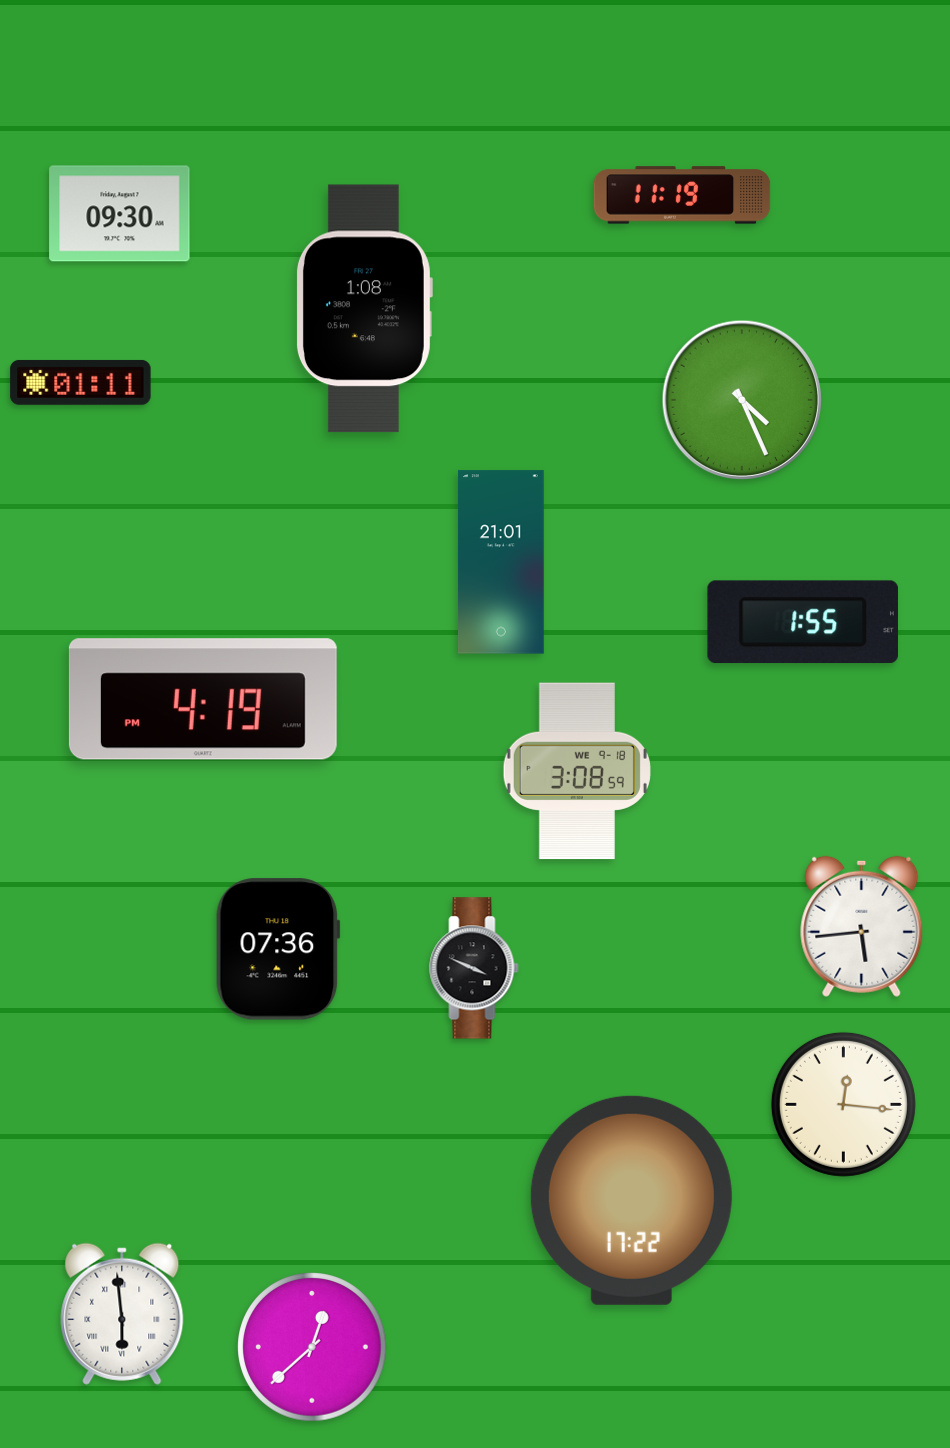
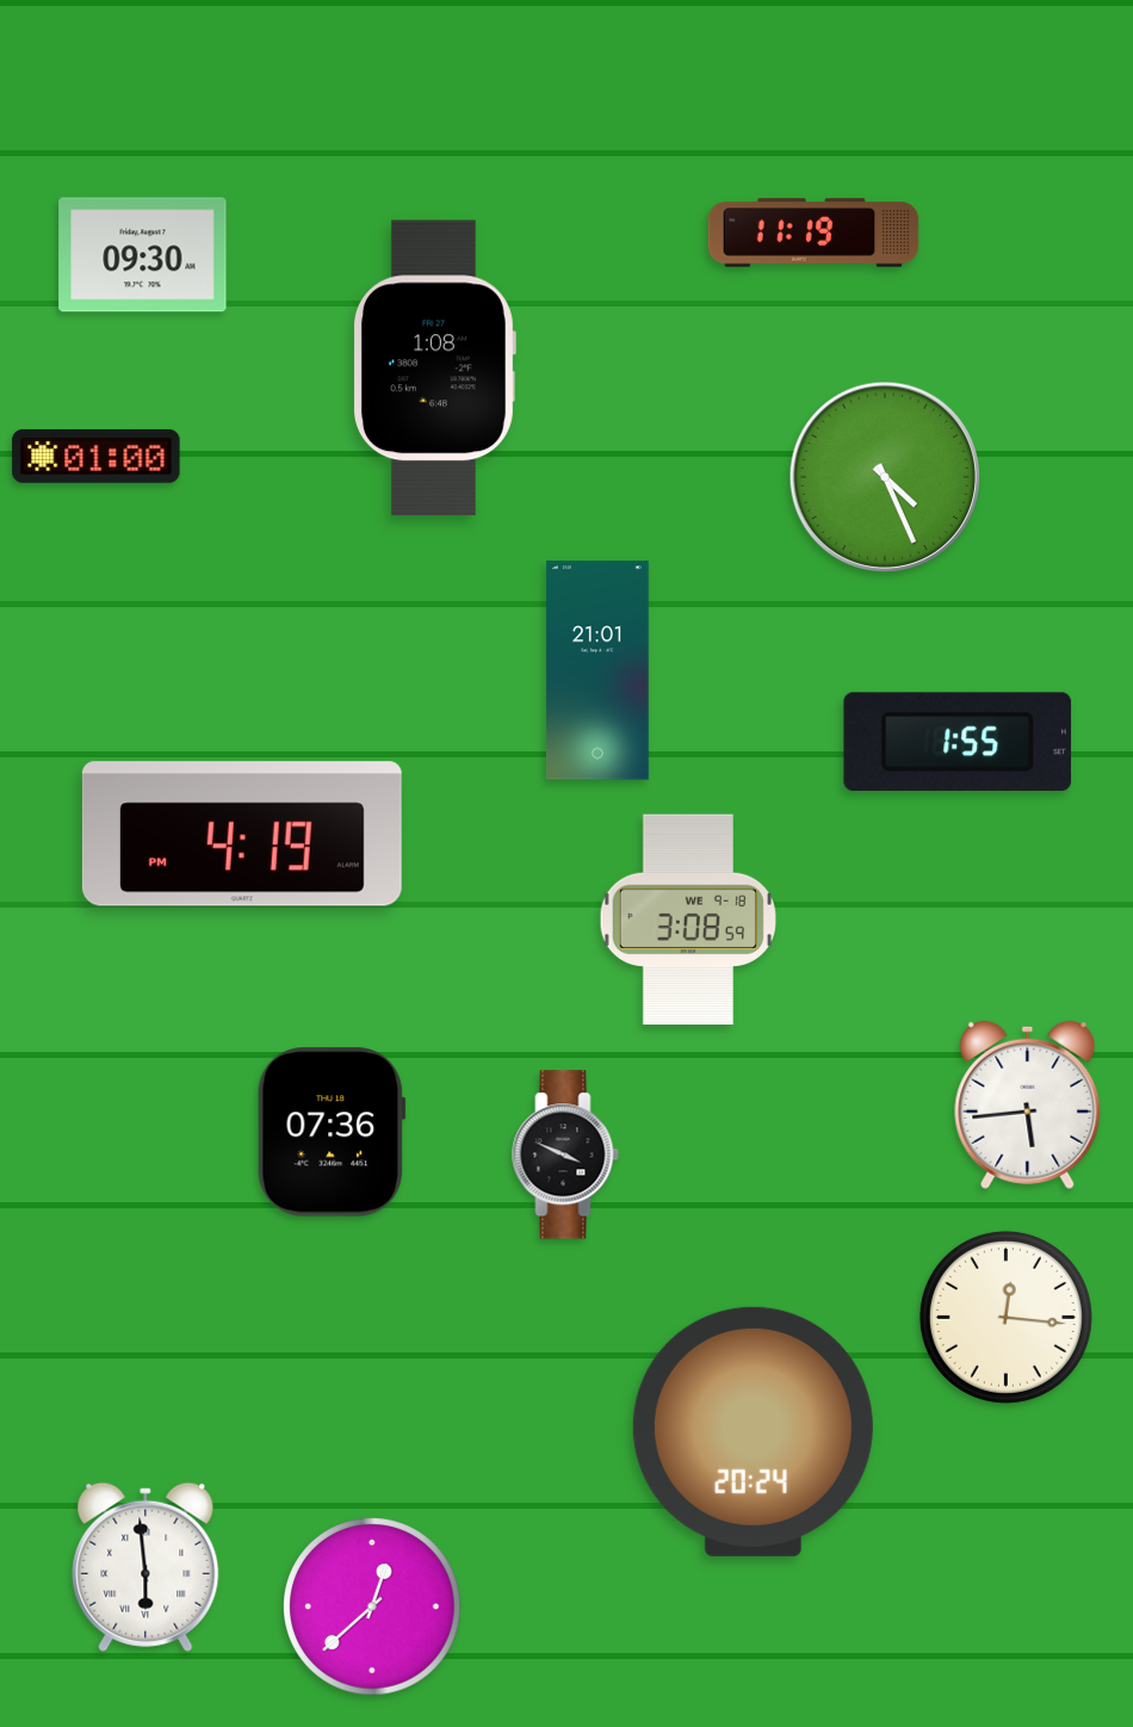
clock at (81, 382): 01:11 -> 01:00
clock at (631, 1200): 17:22 -> 20:24
